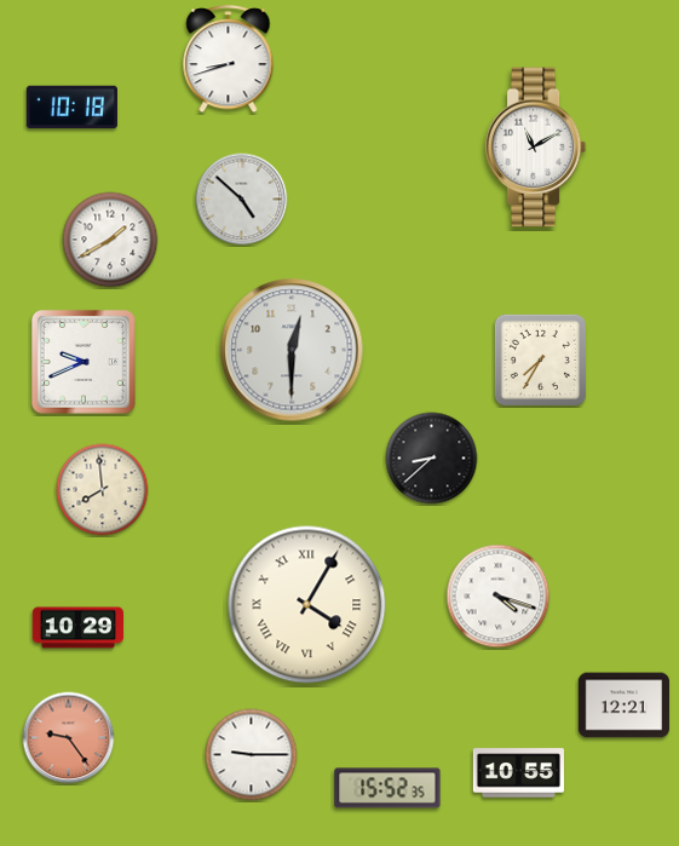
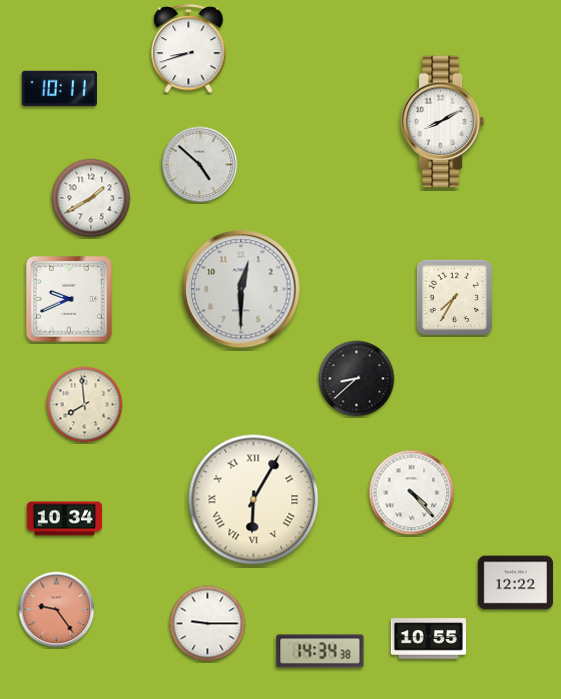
clock at (71, 108): 10:18 -> 10:11
clock at (536, 148): 11:10 -> 8:10
clock at (540, 359) position: (540, 359) -> (454, 297)
clock at (499, 597): 4:18 -> 4:23
clock at (307, 605): 4:05 -> 6:05
clock at (77, 628): 10:29 -> 10:34
clock at (623, 706): 12:21 -> 12:22
clock at (387, 788): 15:52 -> 14:34
